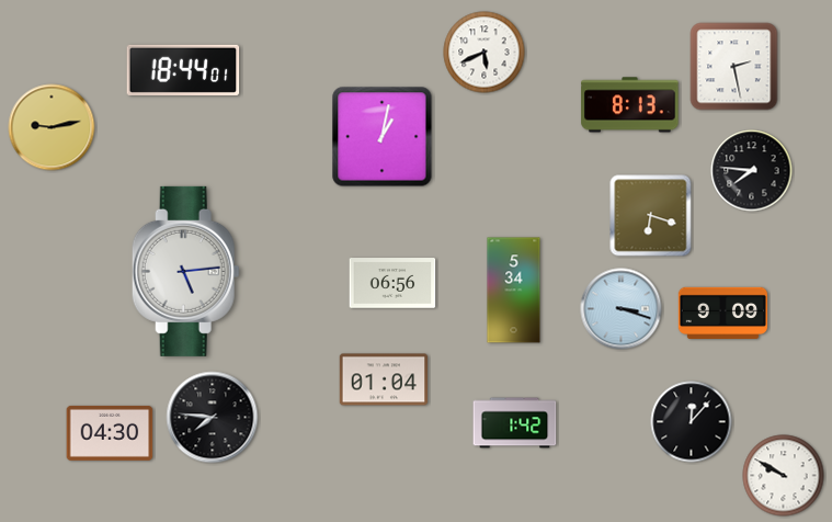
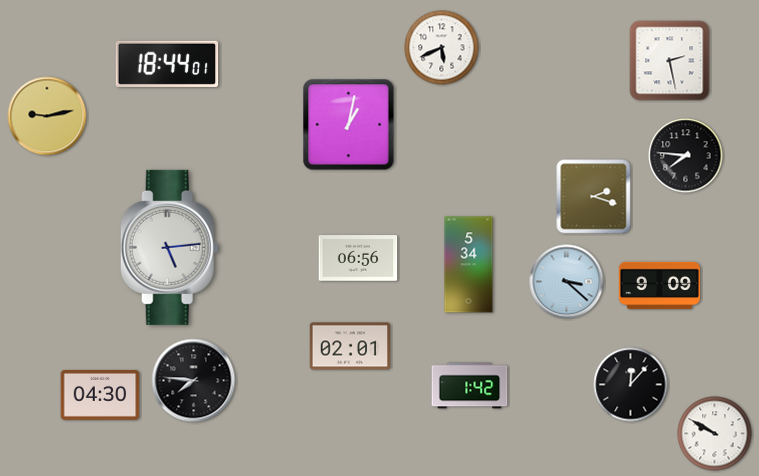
clock at (630, 105): 8:13 -> none
clock at (651, 216): 6:18 -> 2:18
clock at (622, 309): 3:18 -> 3:22
clock at (384, 379): 01:04 -> 02:01
